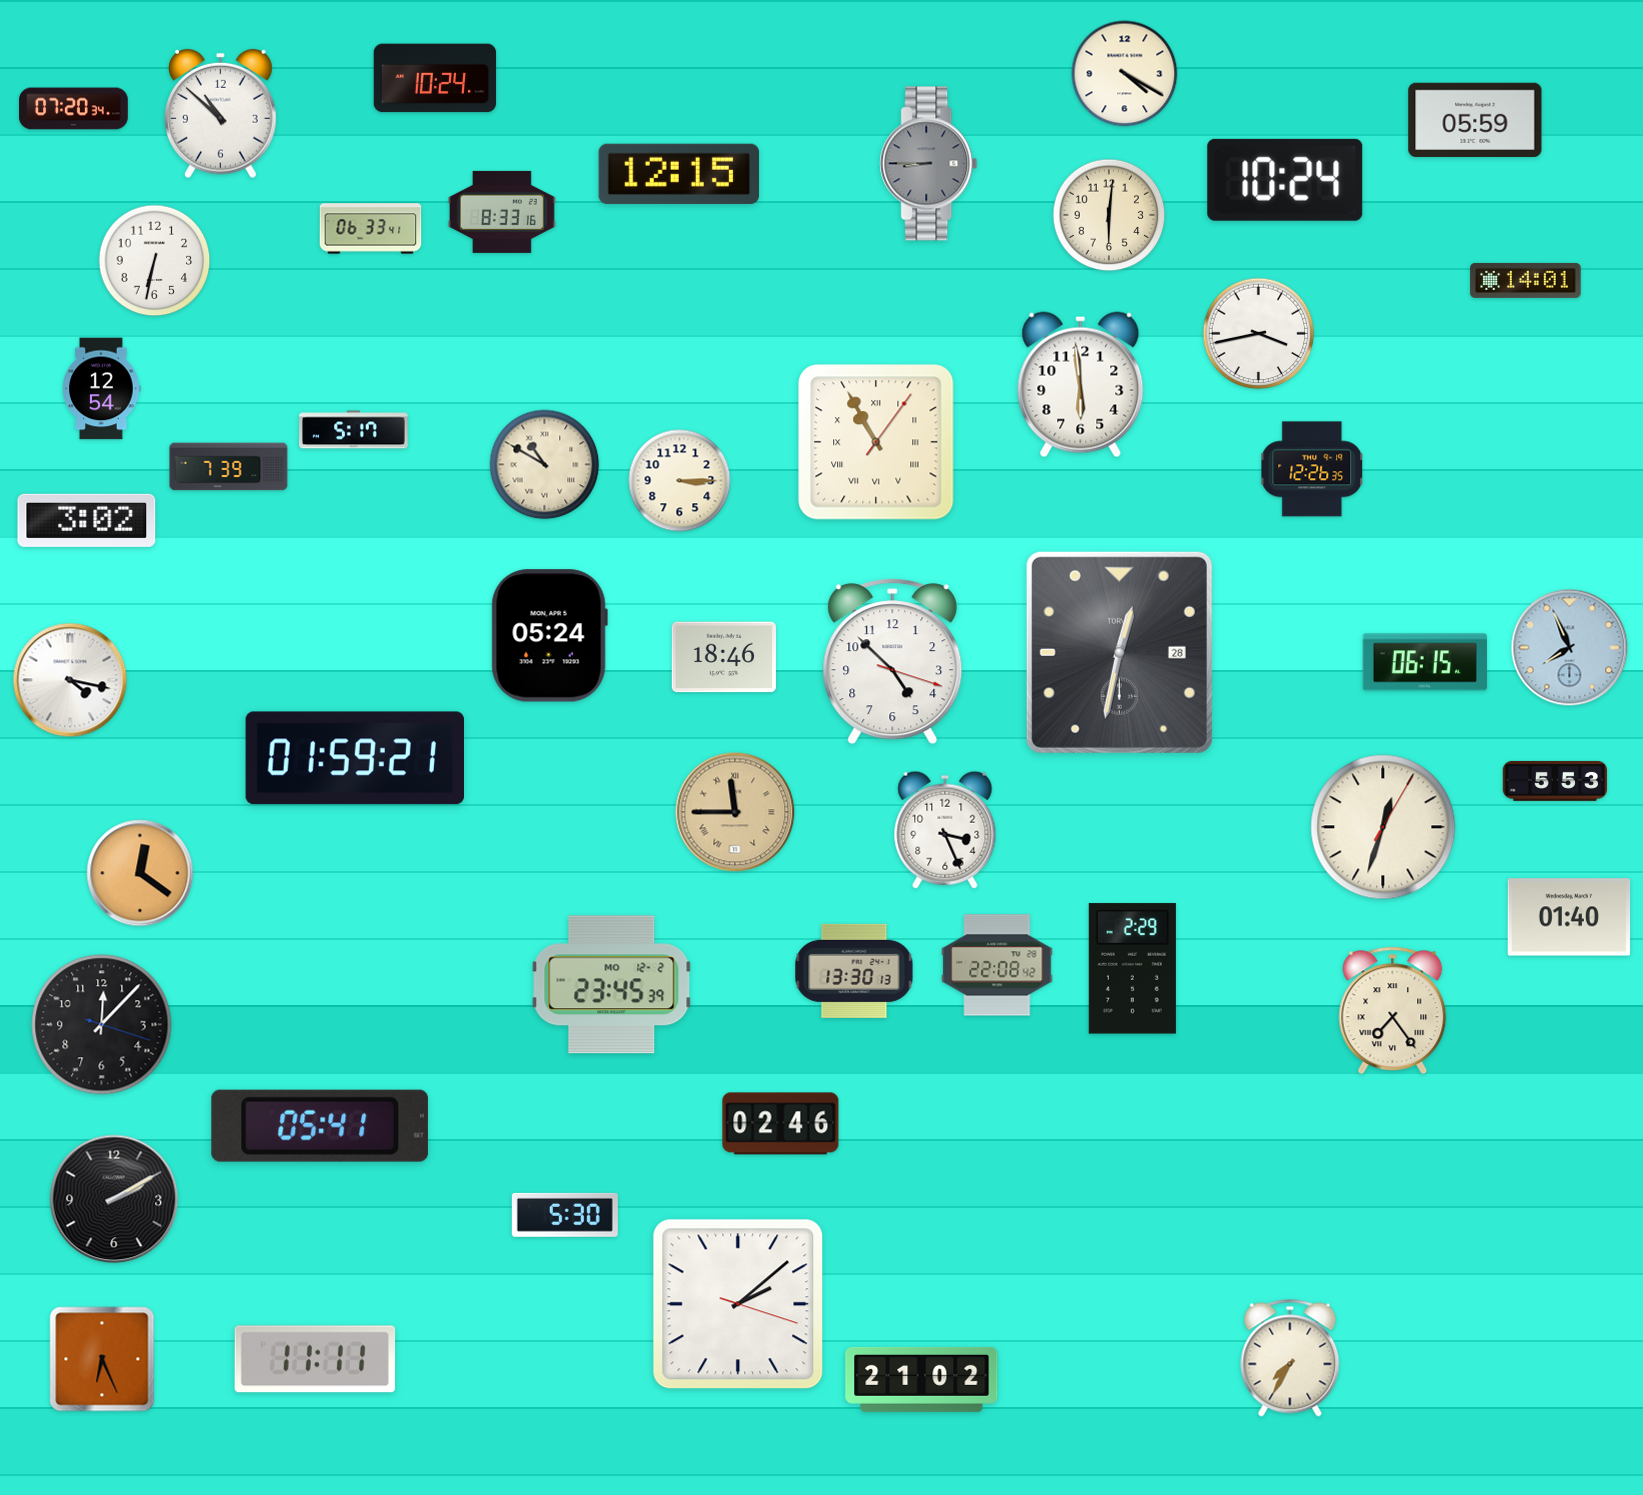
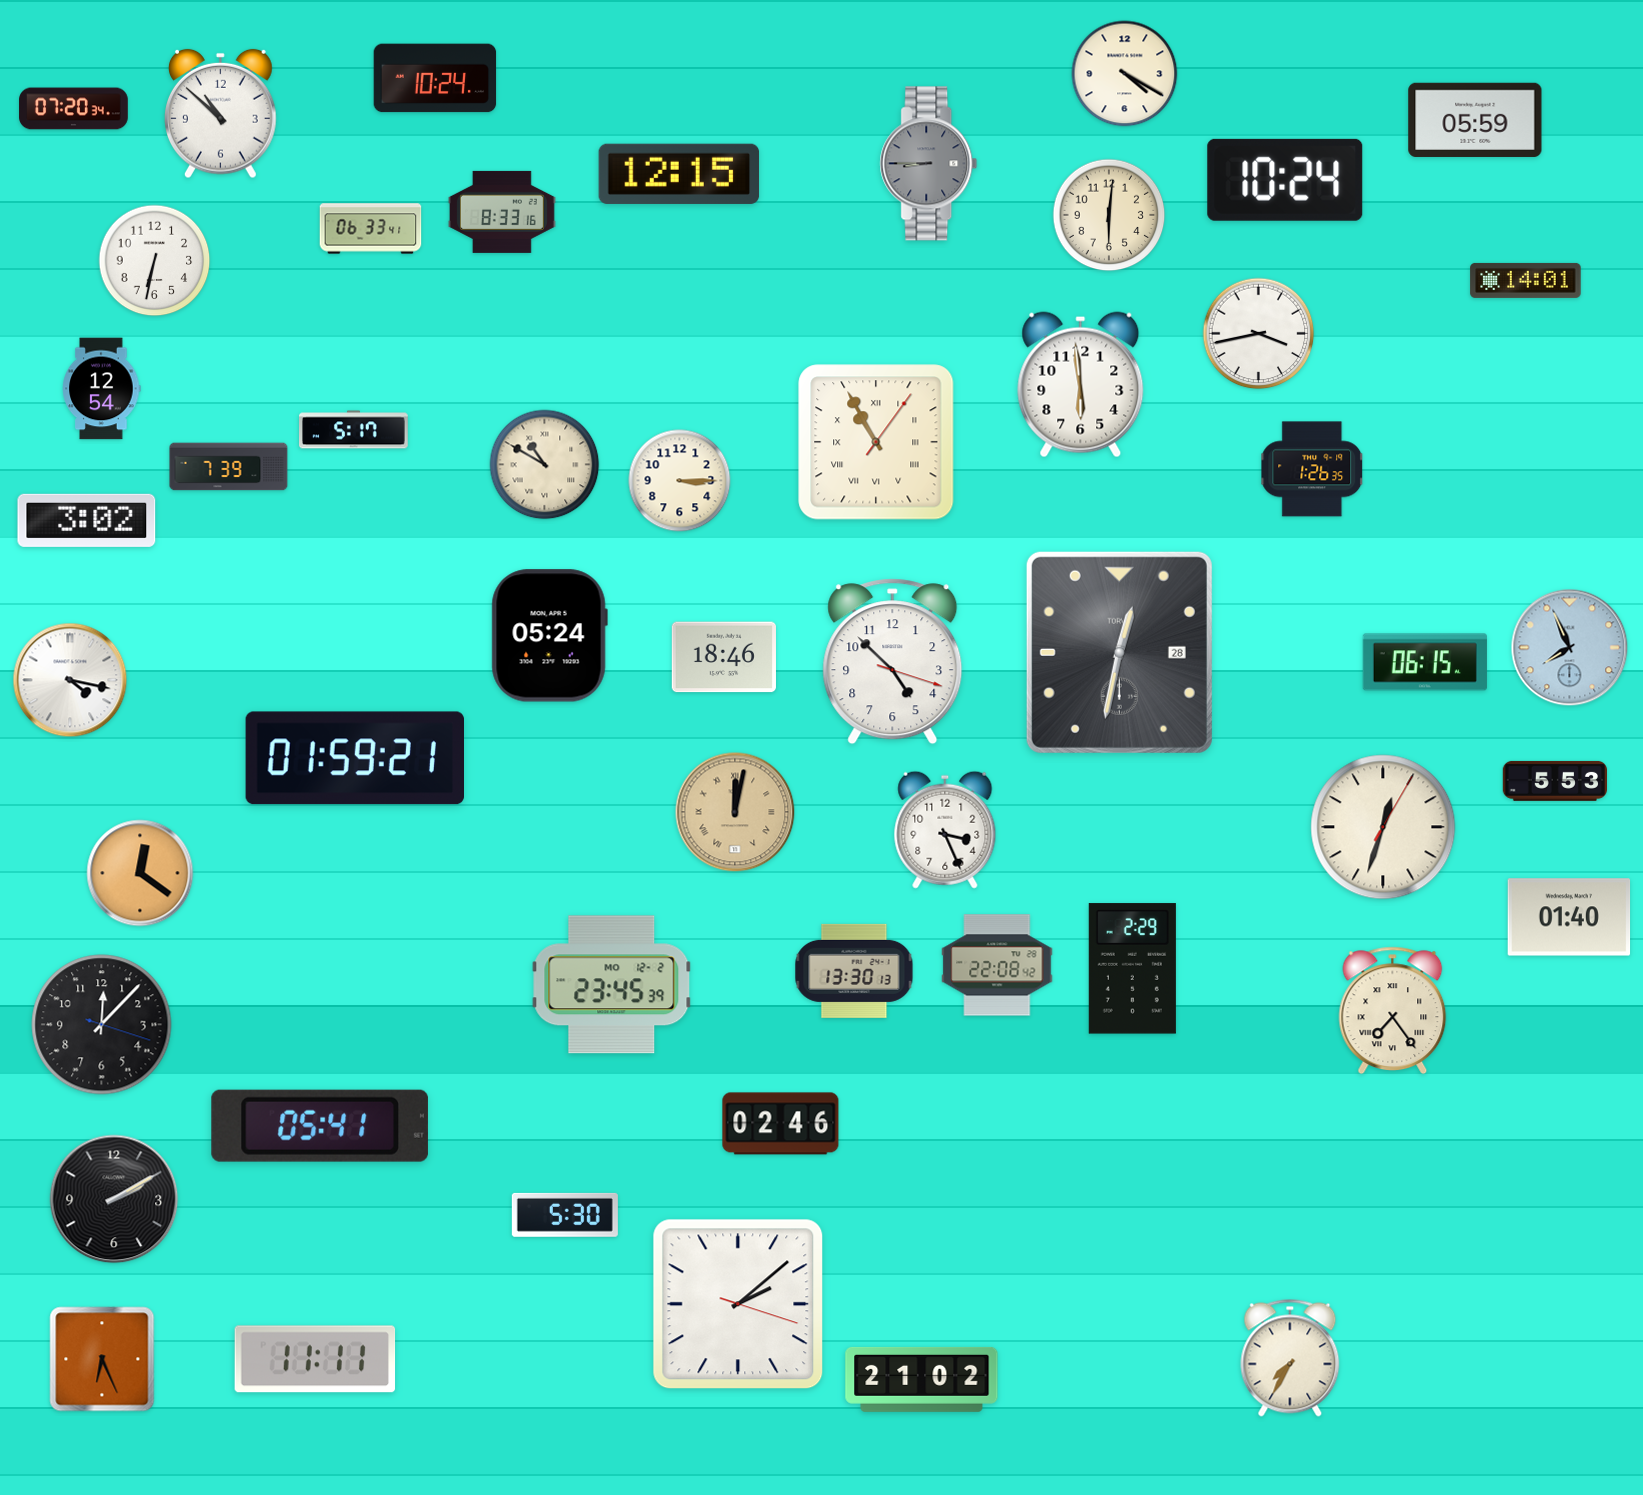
clock at (1312, 469): 12:26 -> 1:26
clock at (735, 812): 11:45 -> 12:02
